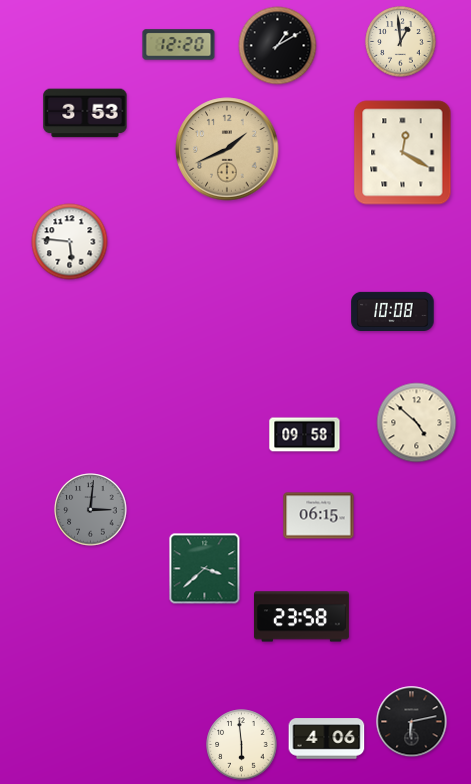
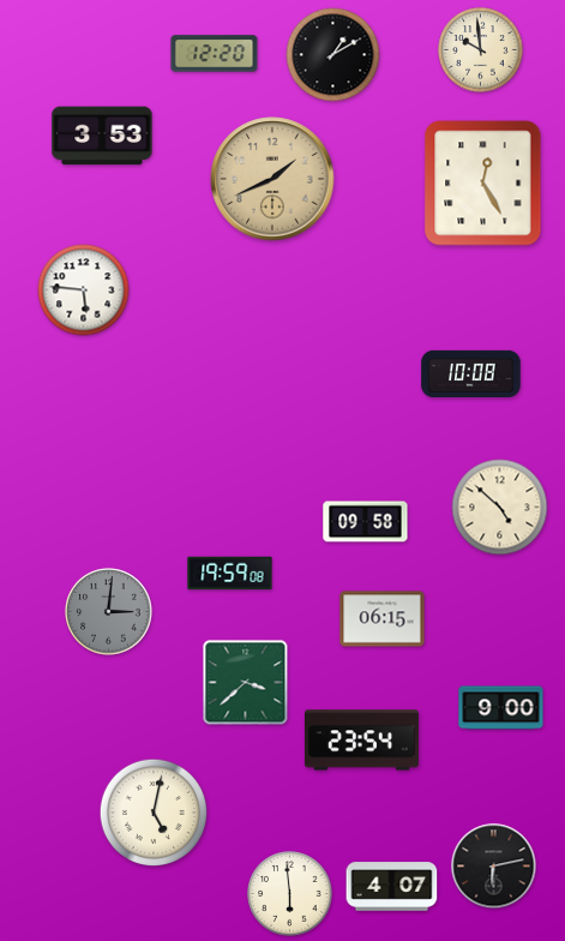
clock at (401, 42): 12:59 -> 9:59
clock at (403, 153): 12:20 -> 12:25
clock at (230, 574): none -> 19:59
clock at (501, 708): none -> 9:00
clock at (301, 617): 23:58 -> 23:54
clock at (154, 813): none -> 5:02
clock at (327, 739): 4:06 -> 4:07
